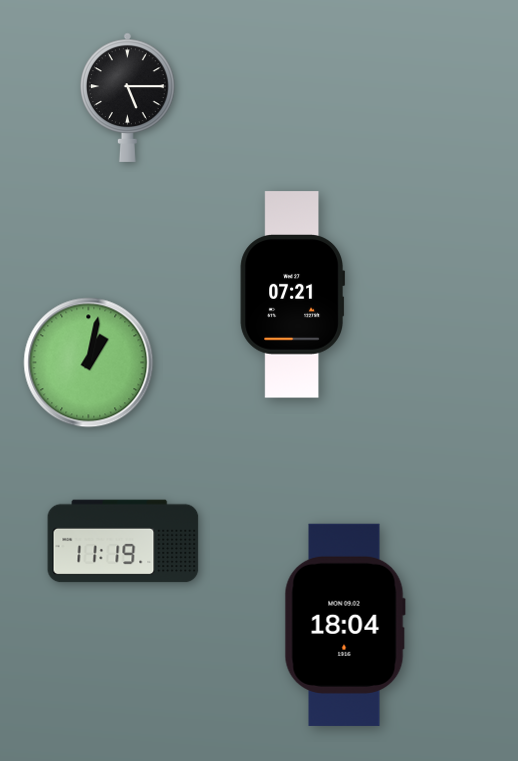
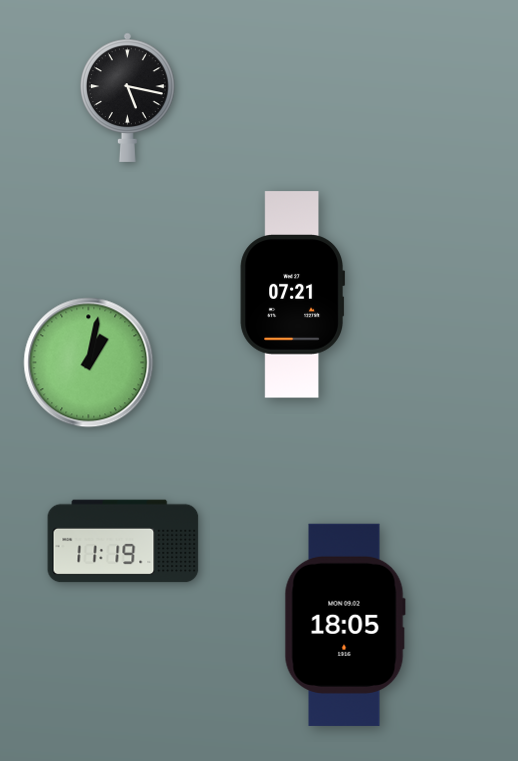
clock at (128, 97): 5:15 -> 5:17
clock at (345, 625): 18:04 -> 18:05
